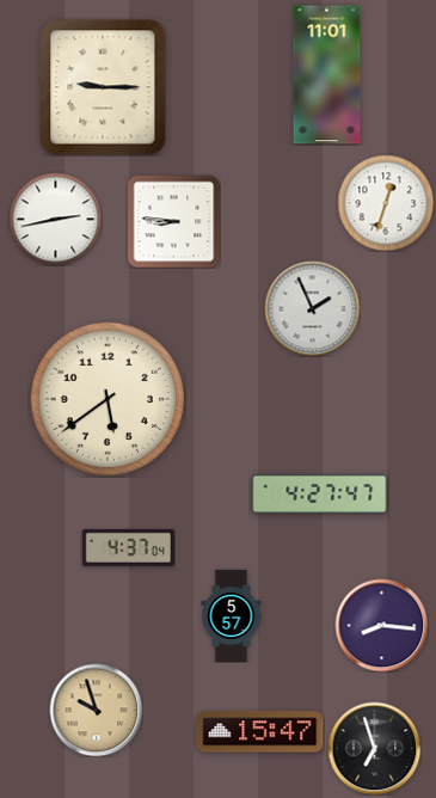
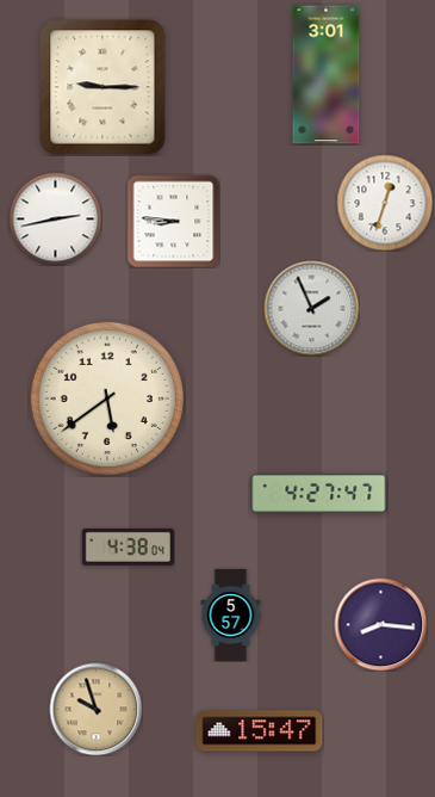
clock at (327, 75): 11:01 -> 3:01
clock at (128, 547): 4:37 -> 4:38
clock at (374, 748): 6:57 -> none
